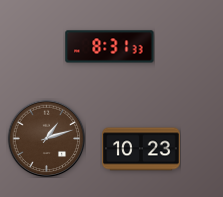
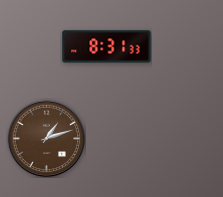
clock at (110, 47) position: (110, 47) -> (107, 47)
clock at (141, 149): 10:23 -> none
